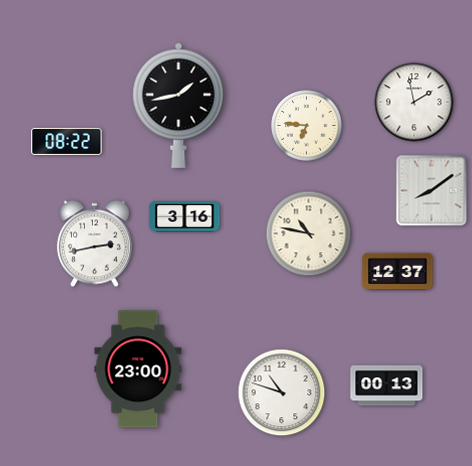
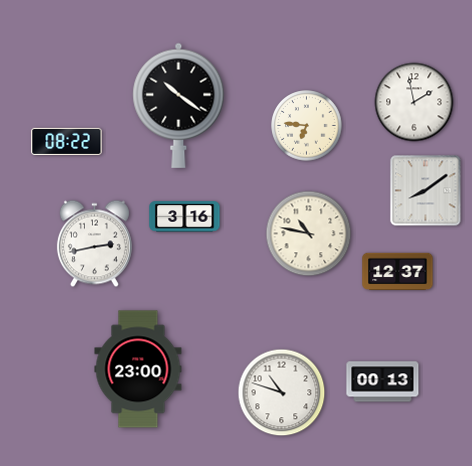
clock at (179, 105): 1:43 -> 10:21
clock at (432, 191) position: (432, 191) -> (426, 191)
clock at (387, 386) position: (387, 386) -> (383, 382)
